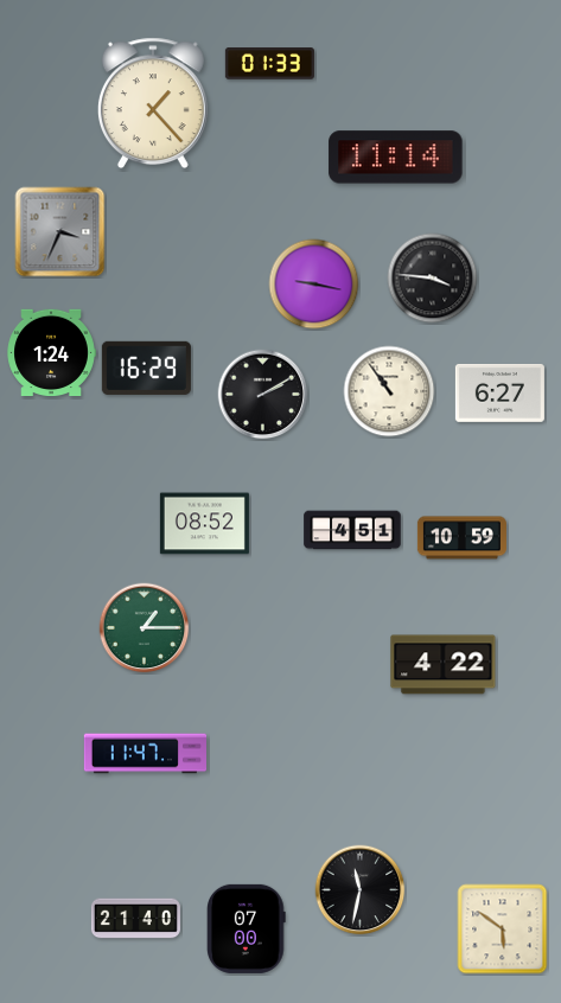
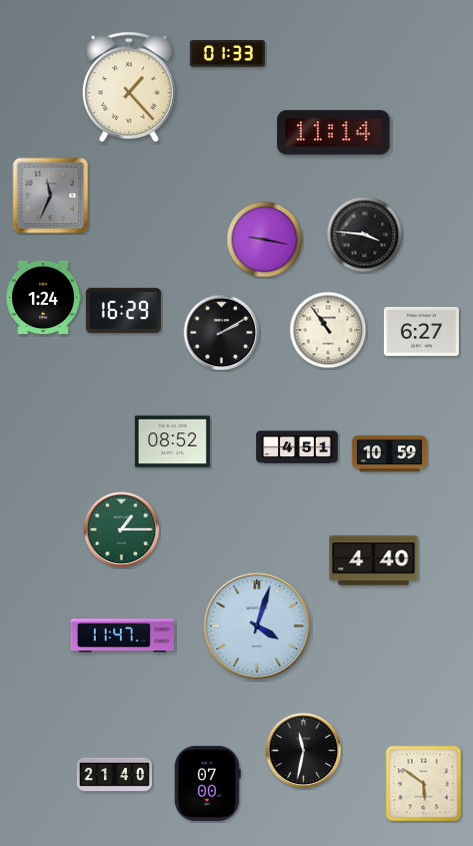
clock at (60, 232): 3:34 -> 11:34
clock at (444, 665): 4:22 -> 4:40
clock at (257, 626): none -> 4:03
